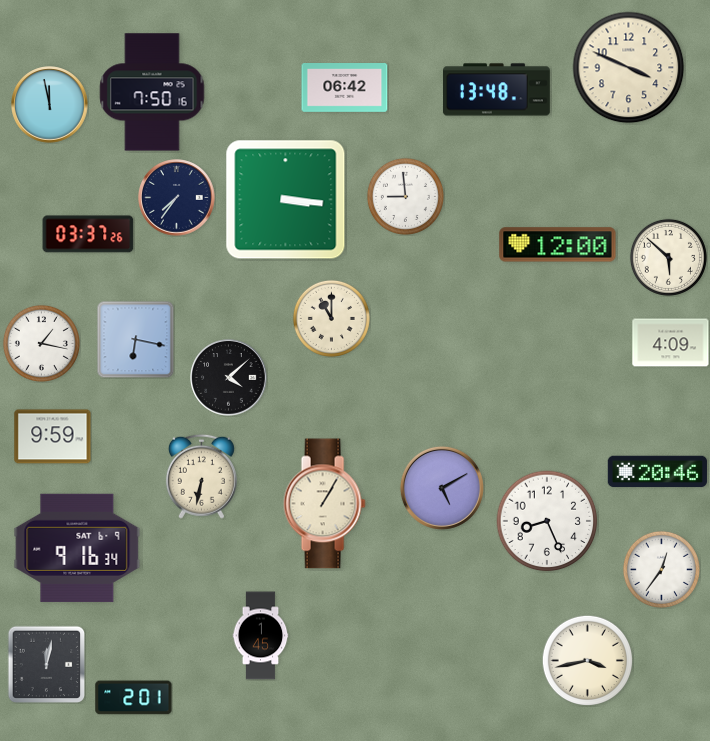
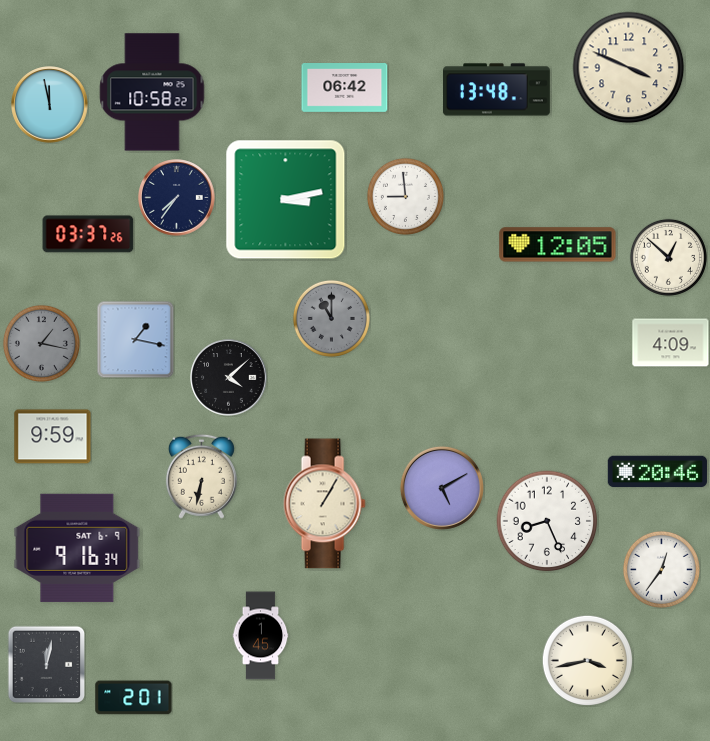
clock at (152, 92): 7:50 -> 10:58
clock at (286, 200): 3:16 -> 3:13
clock at (558, 245): 12:00 -> 12:05
clock at (668, 257): 5:52 -> 12:52
clock at (331, 318) dial: cream -> grey
clock at (135, 339): 6:17 -> 1:17
clock at (41, 343) dial: white -> grey
